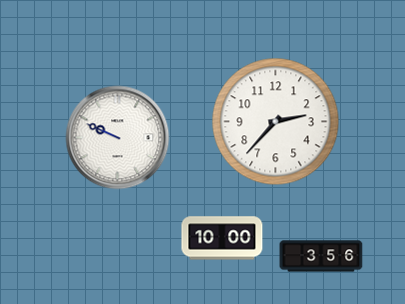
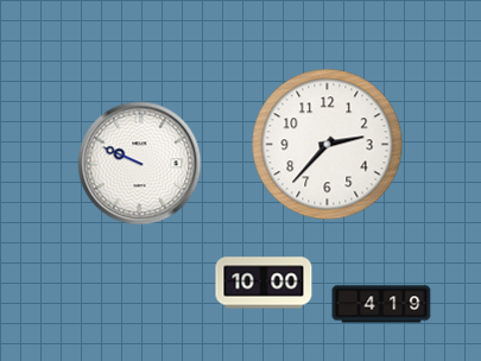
clock at (321, 256): 3:56 -> 4:19
